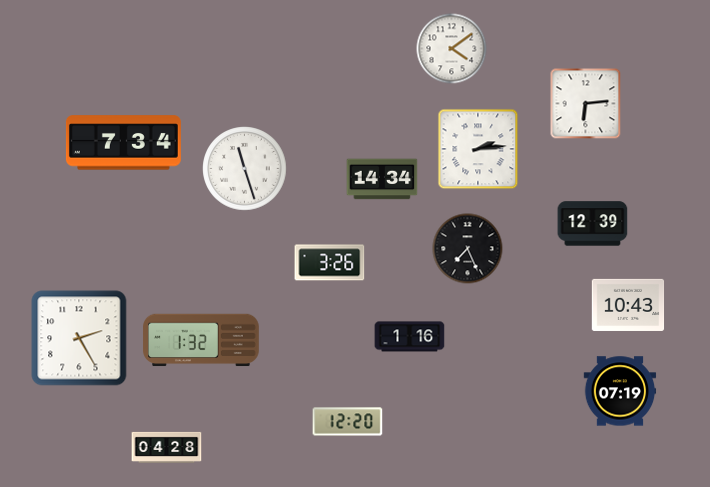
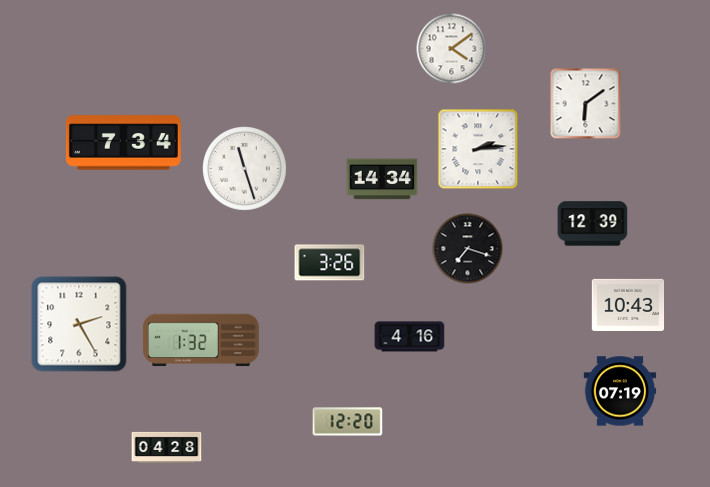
clock at (586, 104): 6:14 -> 6:09
clock at (468, 249): 7:26 -> 7:18
clock at (410, 337): 1:16 -> 4:16
clock at (79, 338) position: (79, 338) -> (79, 324)
